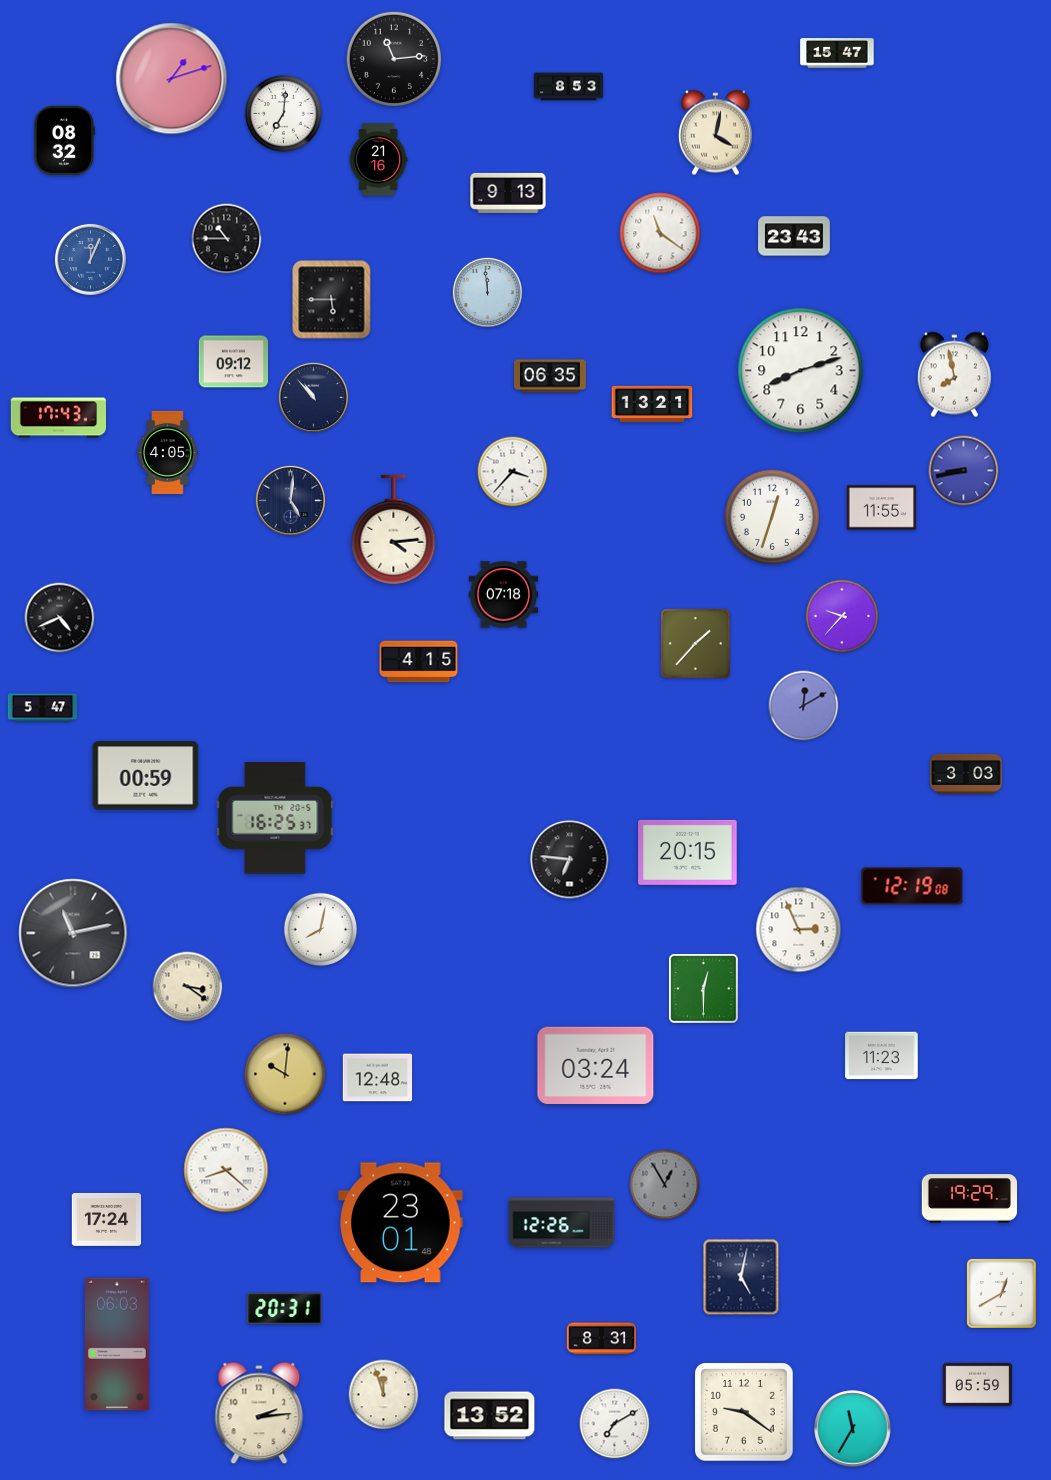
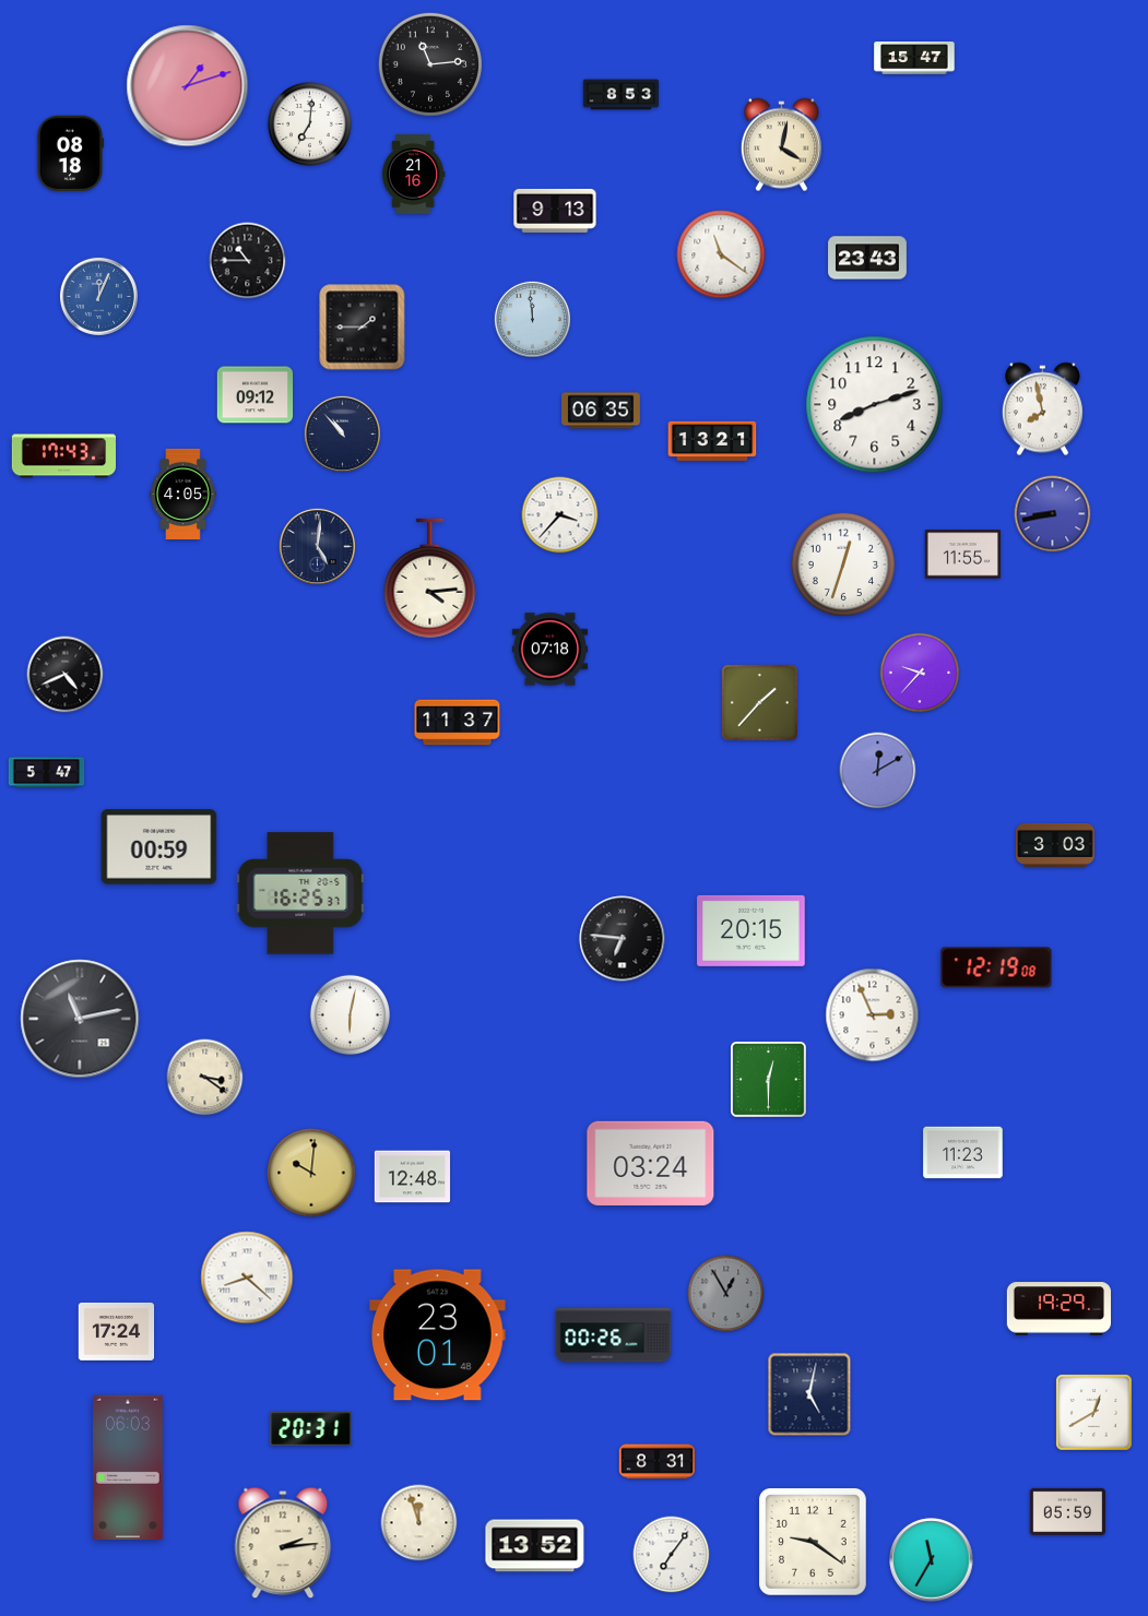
clock at (63, 140): 08:32 -> 08:18
clock at (90, 259) position: (90, 259) -> (98, 296)
clock at (332, 300): 5:45 -> 1:45
clock at (419, 662): 4:15 -> 11:37
clock at (321, 930): 8:02 -> 6:02
clock at (562, 1223): 12:26 -> 00:26
clock at (615, 1424): 7:10 -> 7:06
